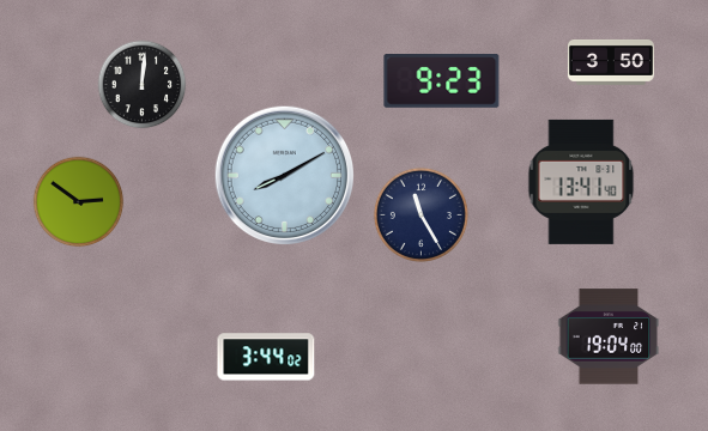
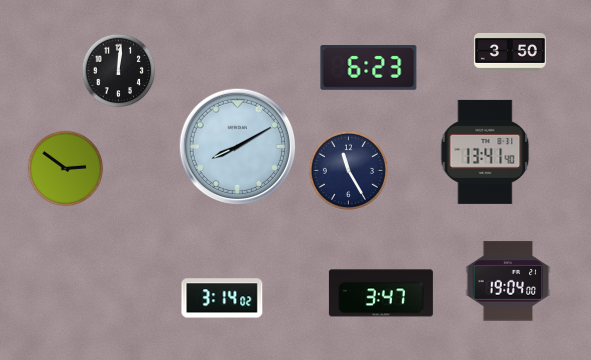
clock at (442, 81): 9:23 -> 6:23
clock at (420, 214) position: (420, 214) -> (348, 170)
clock at (381, 293): none -> 3:47
clock at (266, 357): 3:44 -> 3:14
